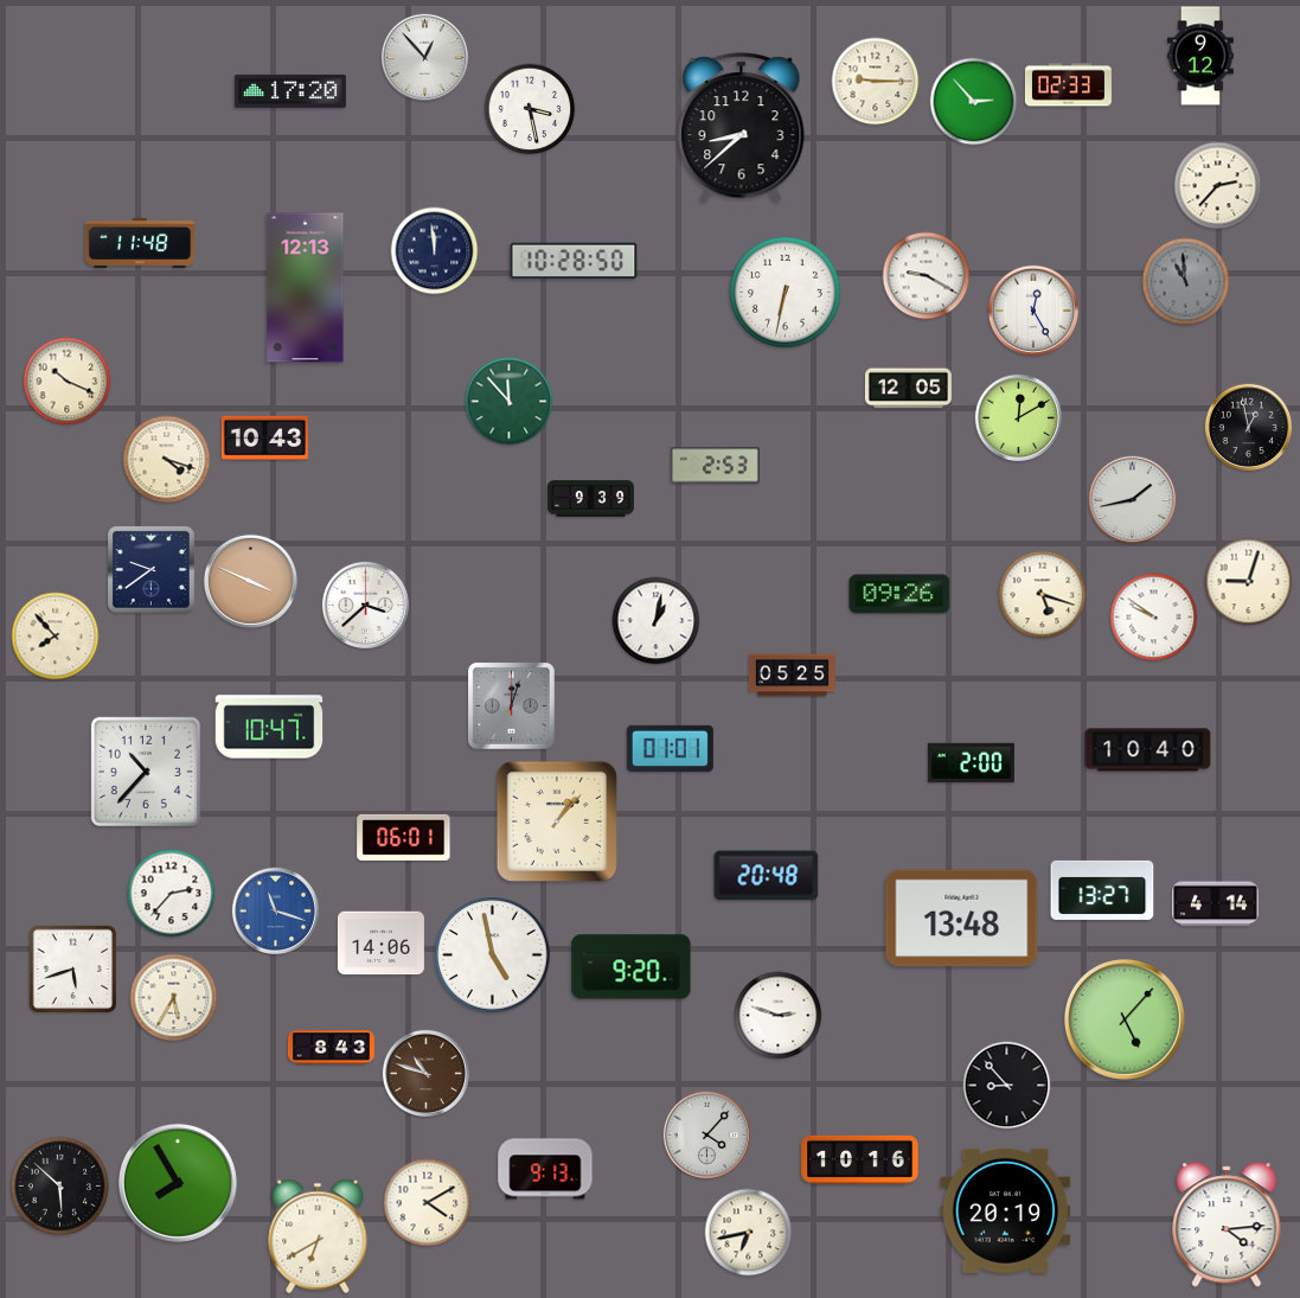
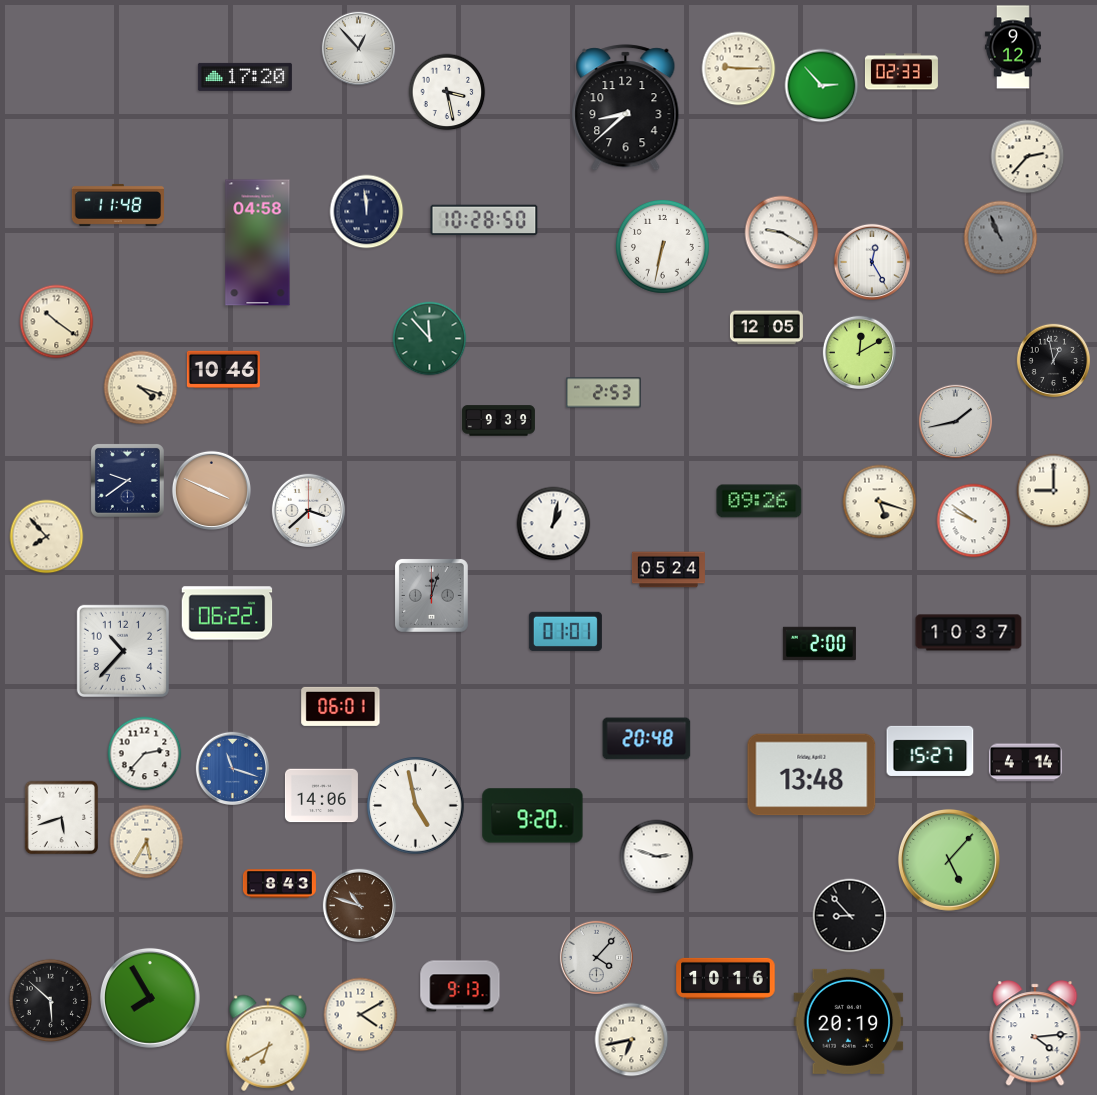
clock at (1186, 282): 10:59 -> 10:56
clock at (306, 288): 12:13 -> 04:58
clock at (68, 382): 10:19 -> 10:21
clock at (264, 439): 10:43 -> 10:46
clock at (1249, 582): 9:03 -> 9:00
clock at (792, 676): 05:25 -> 05:24
clock at (269, 727): 10:47 -> 06:22
clock at (1148, 750): 10:40 -> 10:37
clock at (557, 821): 1:07 -> none
clock at (1102, 890): 13:27 -> 15:27
